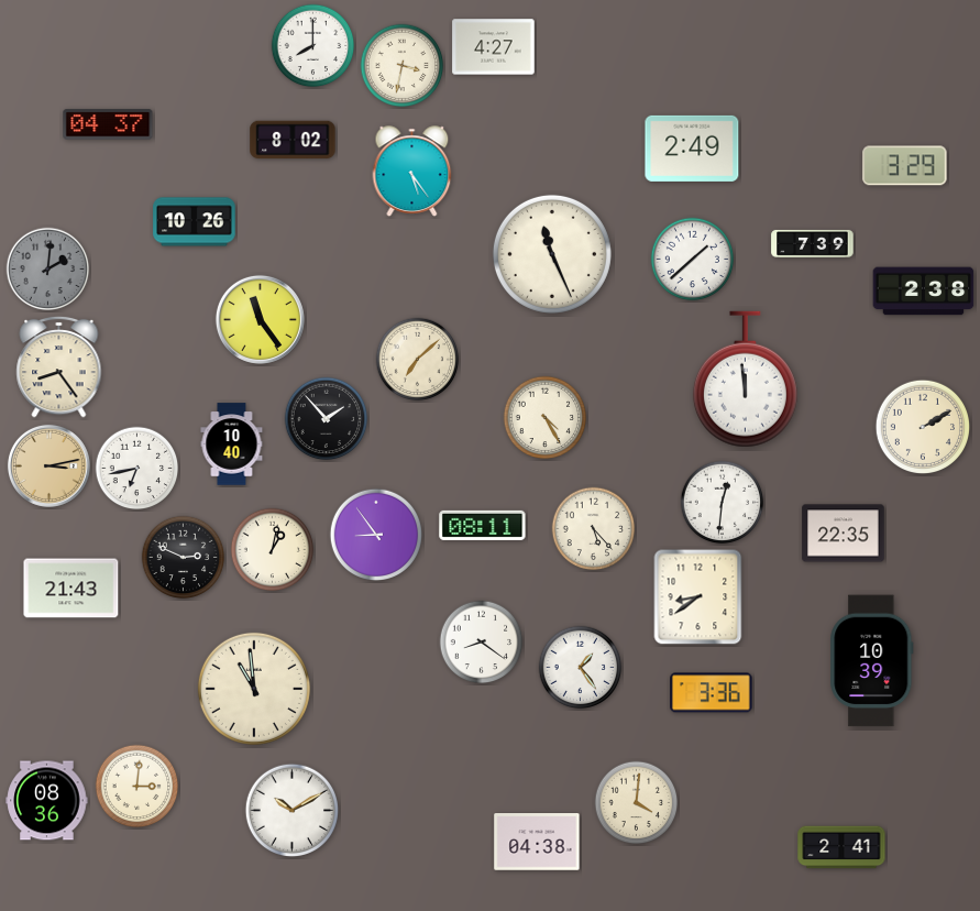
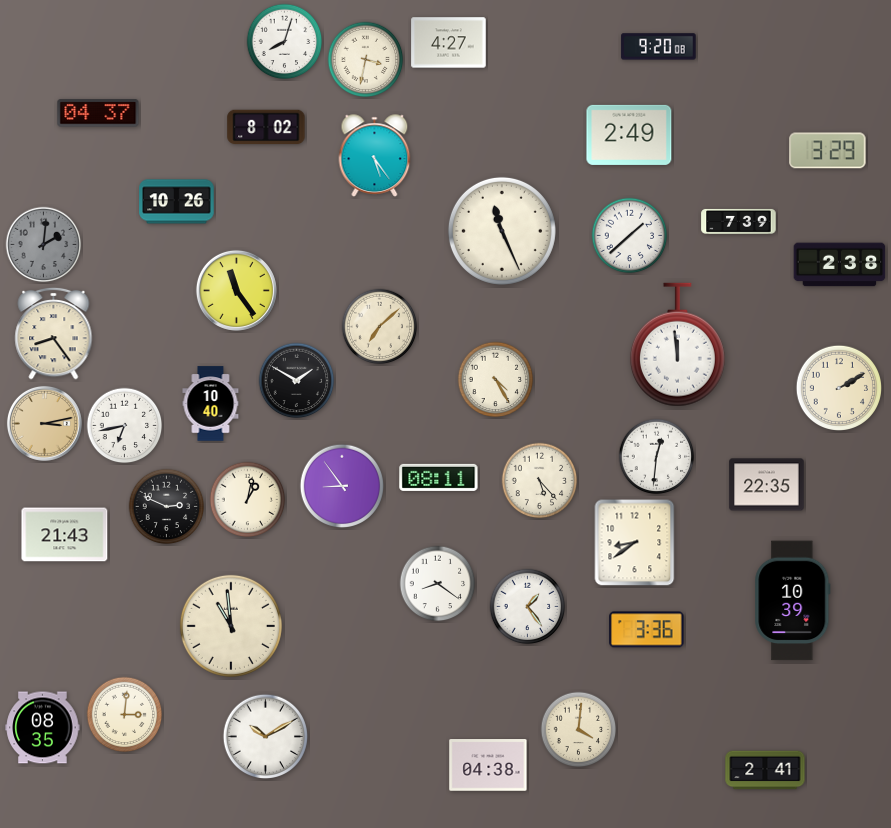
clock at (313, 46): 8:00 -> 8:03
clock at (659, 47): none -> 9:20
clock at (905, 166) position: (905, 166) -> (828, 151)
clock at (327, 419): 1:53 -> 1:50
clock at (47, 801): 08:36 -> 08:35
